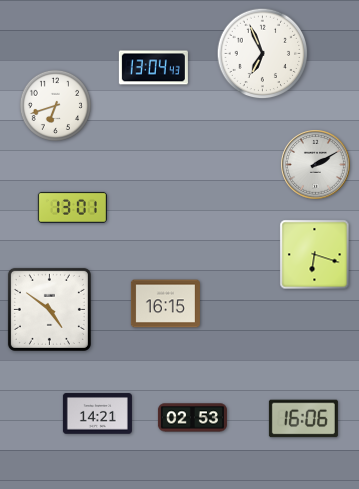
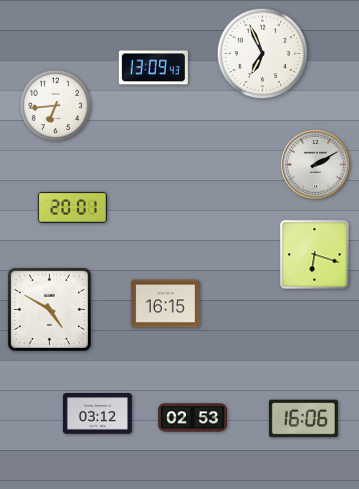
clock at (153, 68): 13:04 -> 13:09
clock at (55, 105): 6:42 -> 6:44
clock at (72, 207): 13:01 -> 20:01
clock at (49, 309): 4:51 -> 4:50
clock at (97, 414): 14:21 -> 03:12
